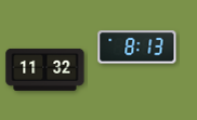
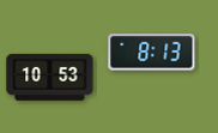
clock at (45, 69): 11:32 -> 10:53
